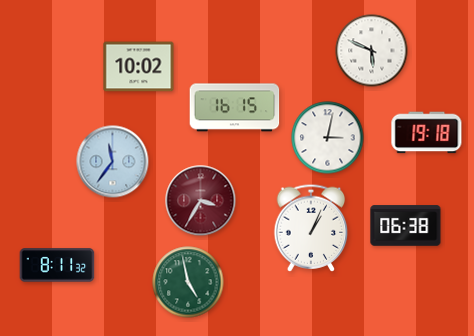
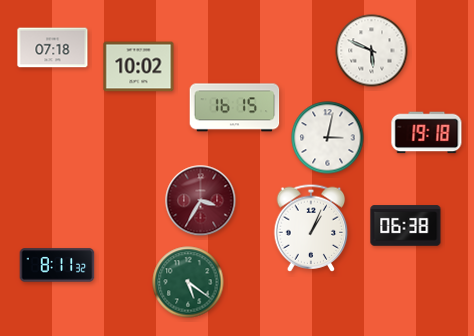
clock at (53, 48): none -> 07:18
clock at (113, 162): 11:36 -> none
clock at (188, 282): 4:58 -> 5:21
